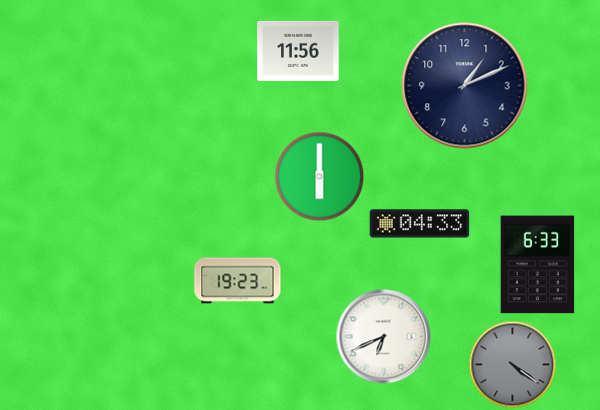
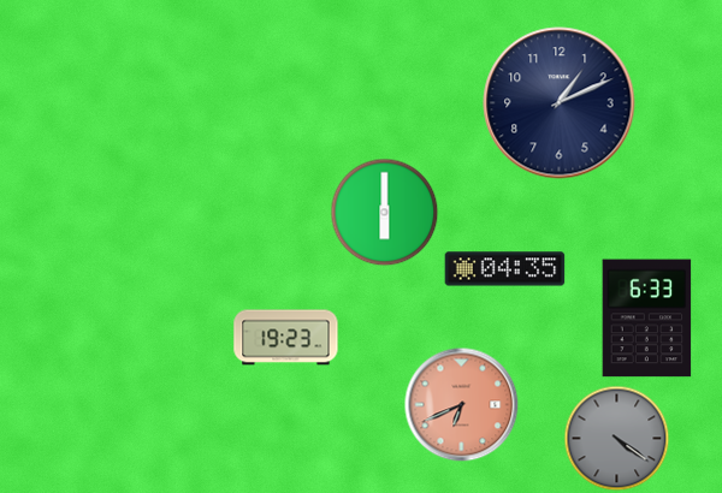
clock at (298, 51): 11:56 -> none
clock at (420, 224): 04:33 -> 04:35
clock at (384, 337) dial: white -> salmon
